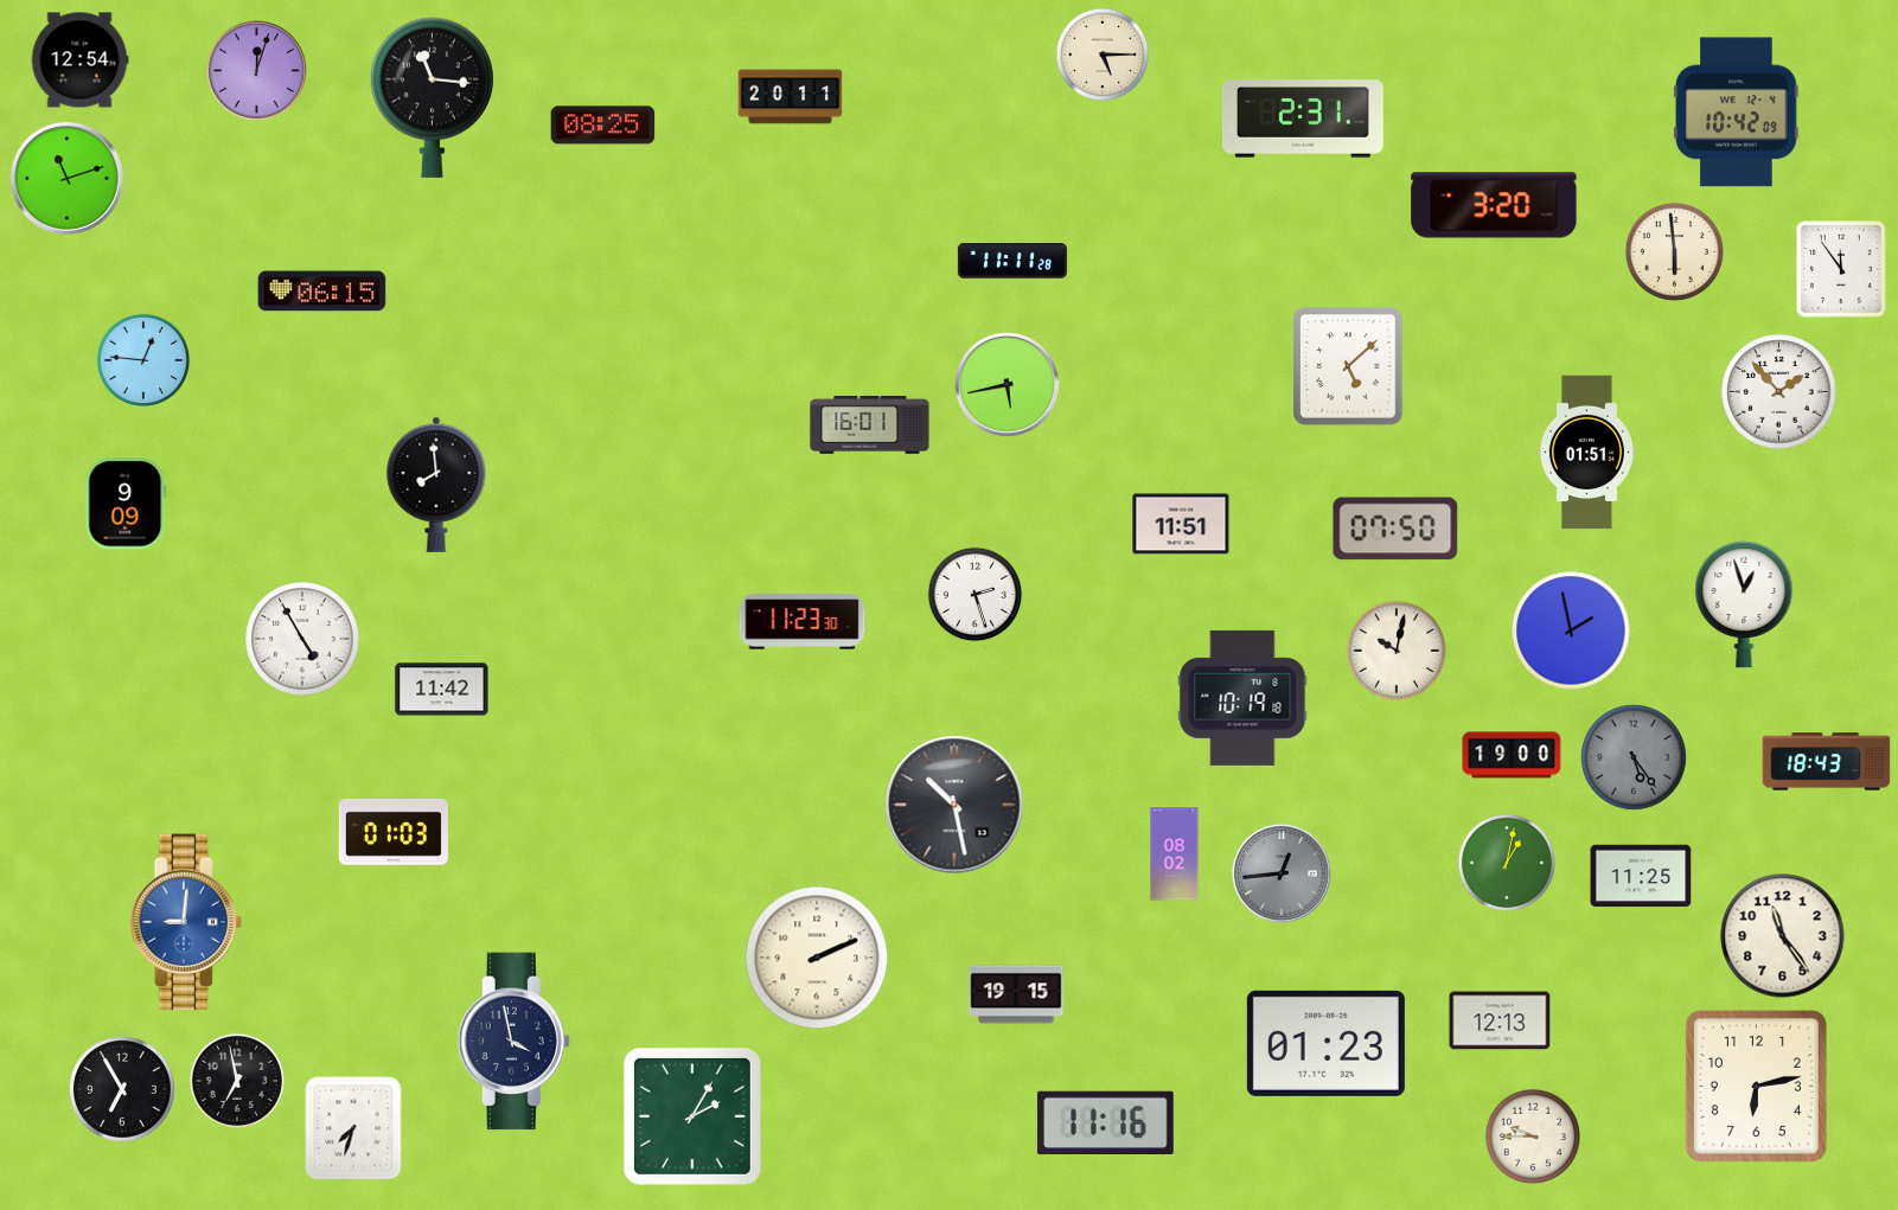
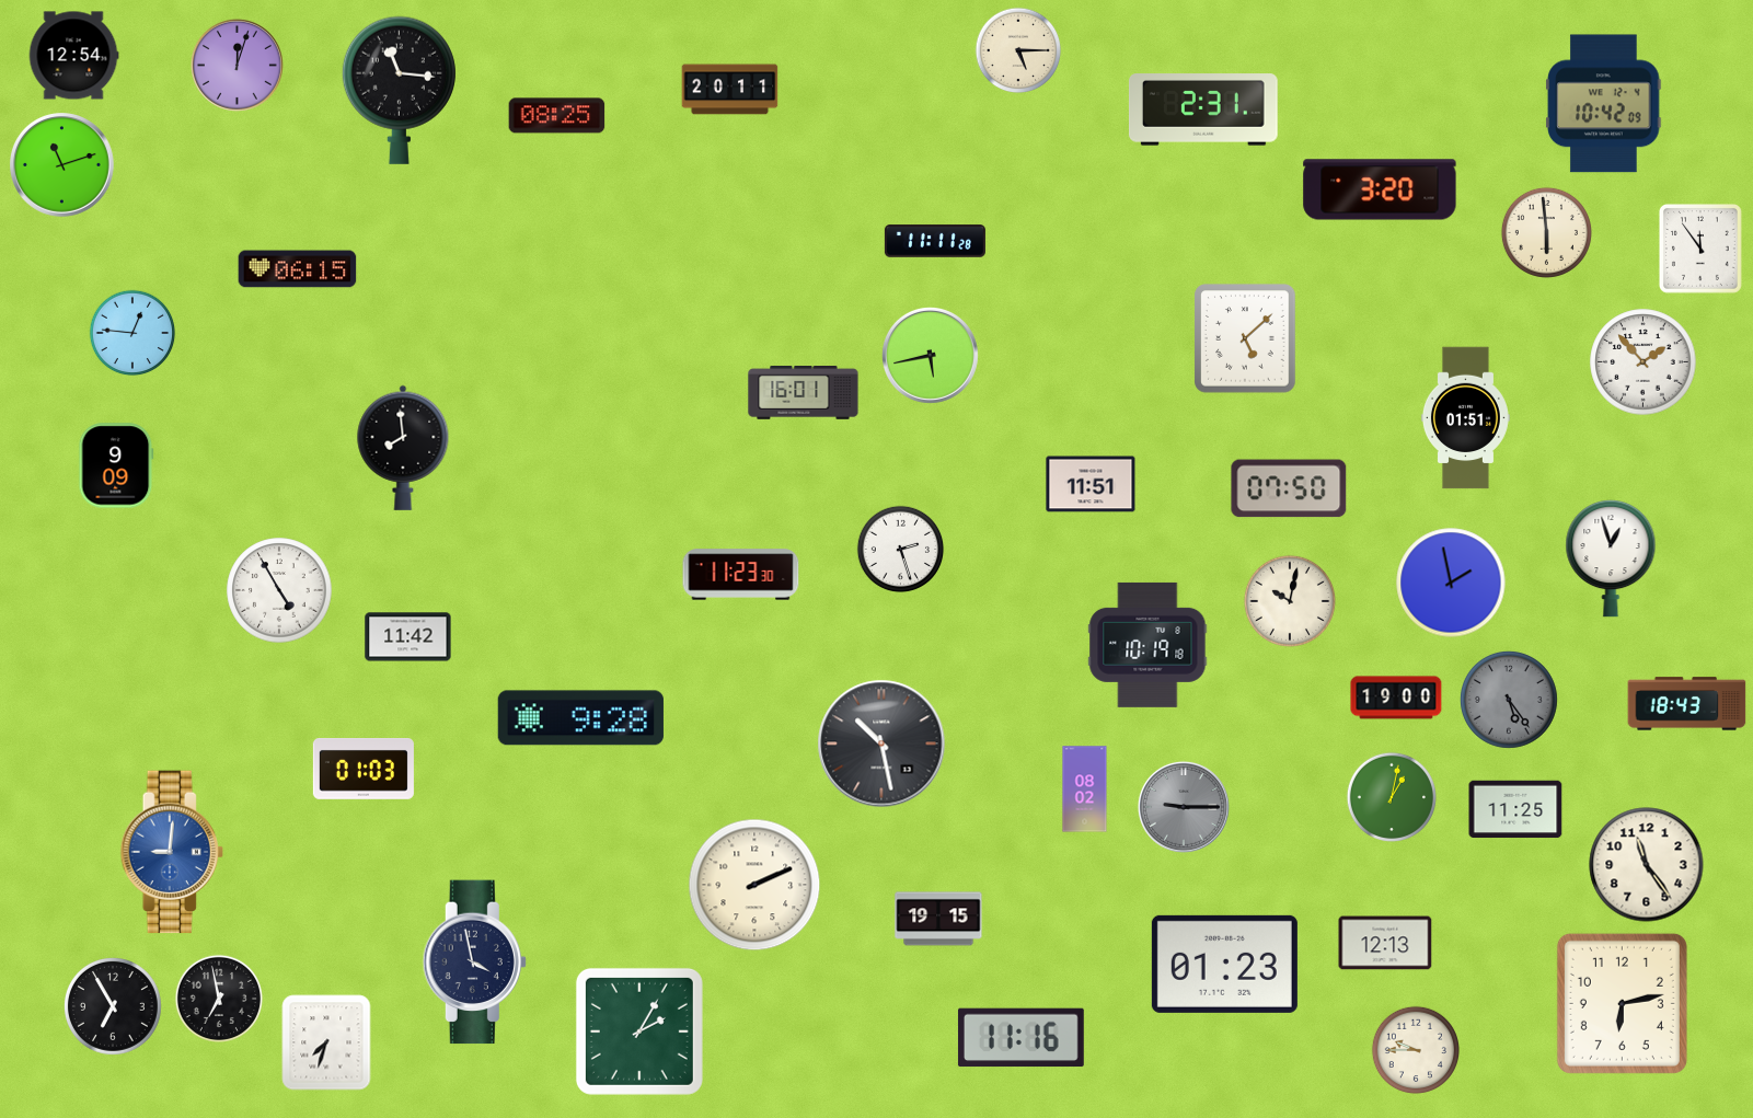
clock at (580, 718): none -> 9:28
clock at (1282, 873): 12:44 -> 9:15
